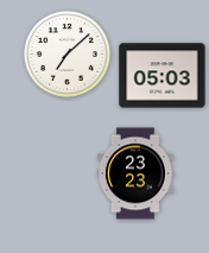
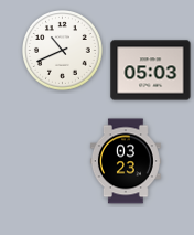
clock at (68, 55): 7:08 -> 10:41
clock at (135, 173): 23:23 -> 03:23
